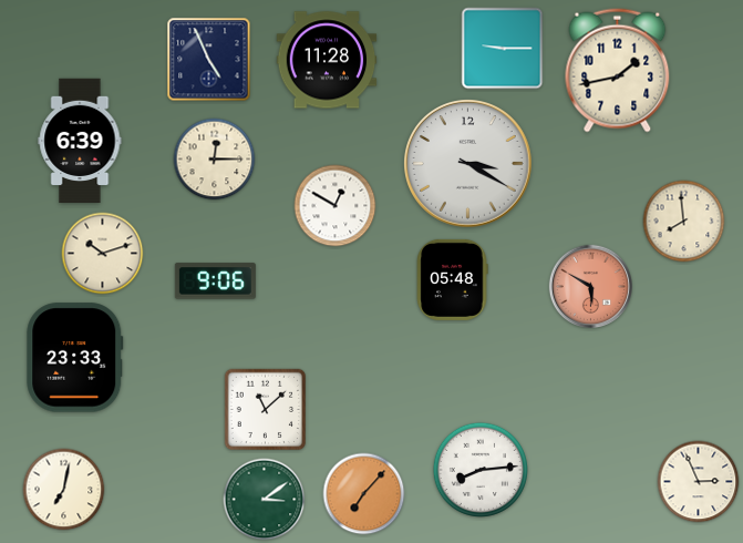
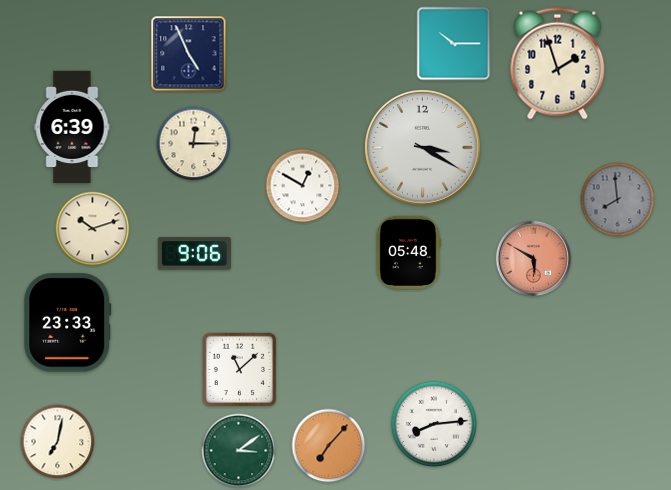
clock at (503, 49): 9:15 -> 10:15
clock at (327, 60): 11:28 -> none
clock at (618, 71): 1:43 -> 1:57
clock at (684, 222) dial: cream -> grey
clock at (699, 482): 2:56 -> none
